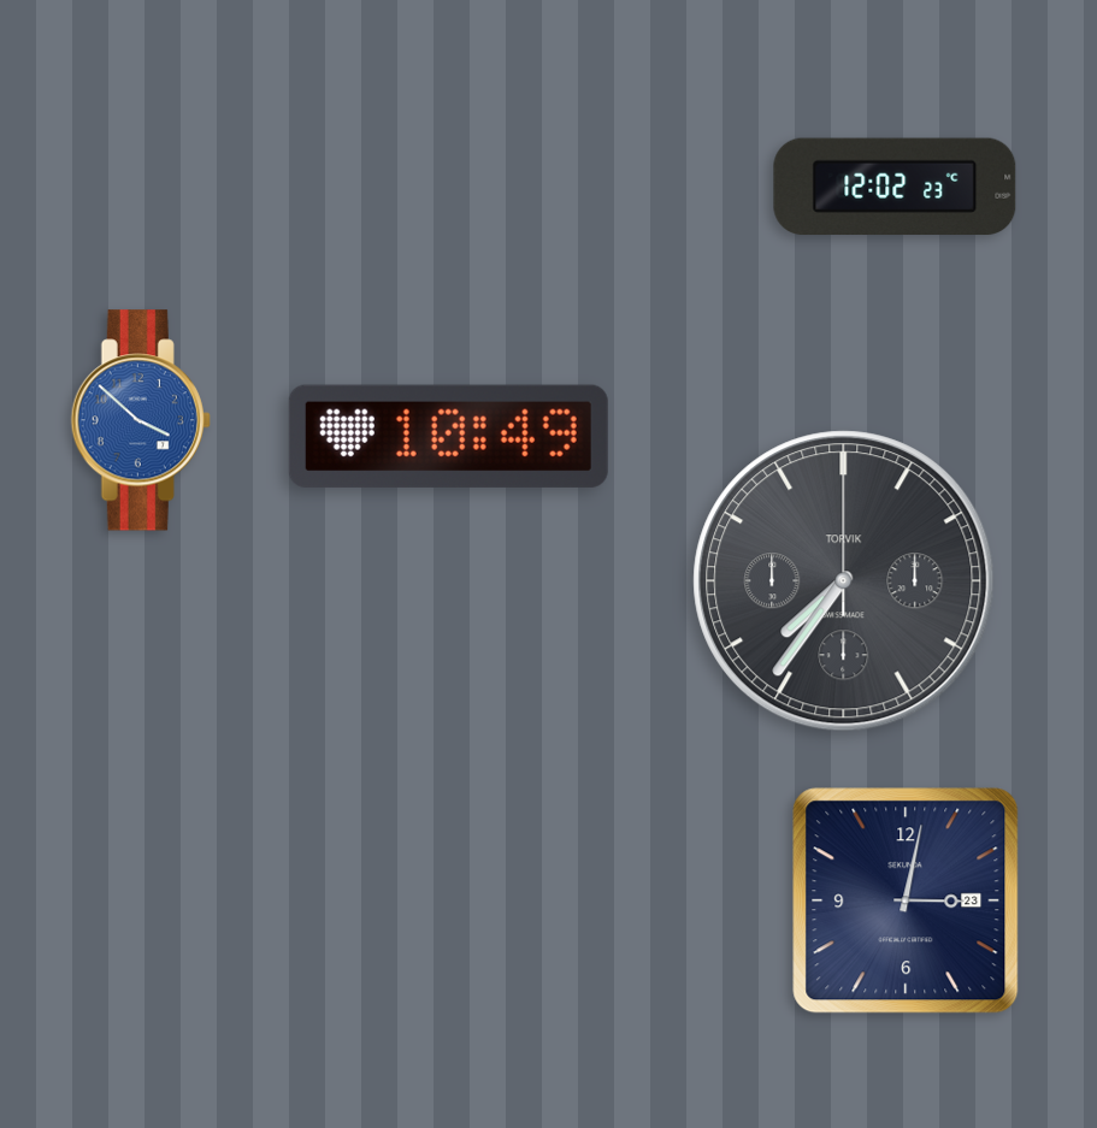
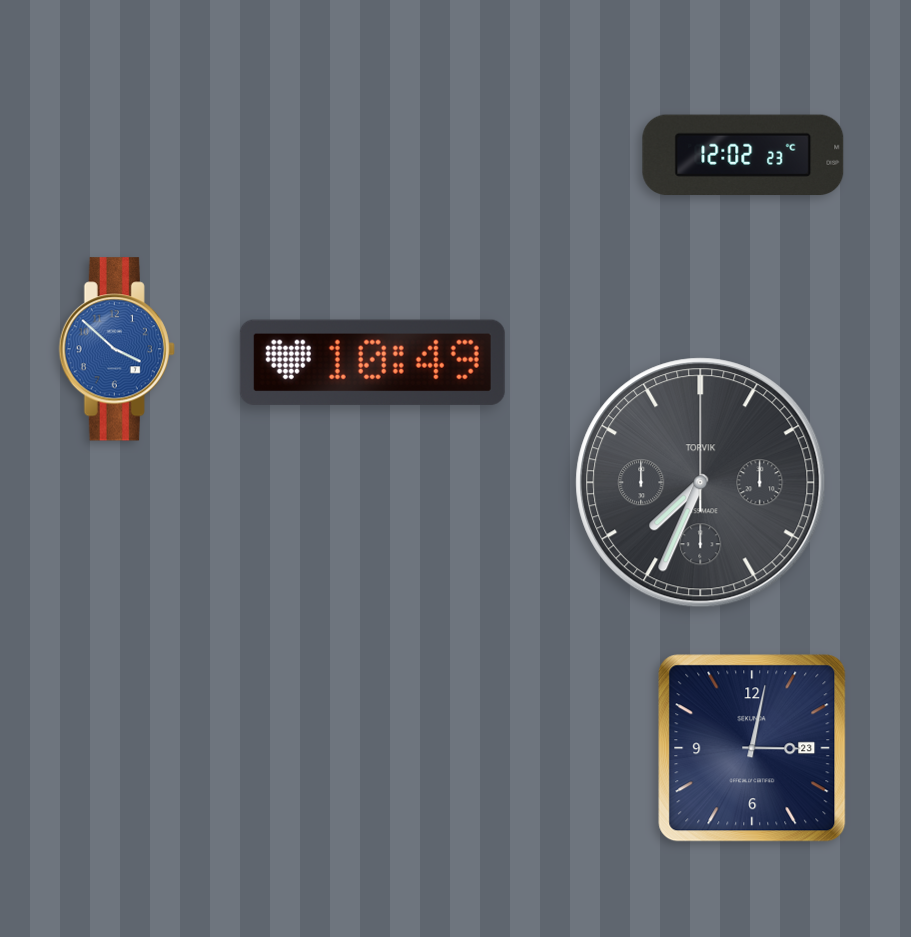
clock at (844, 581): 7:36 -> 7:34
